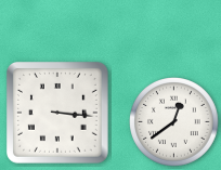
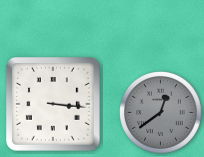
clock at (174, 122) dial: white -> grey
